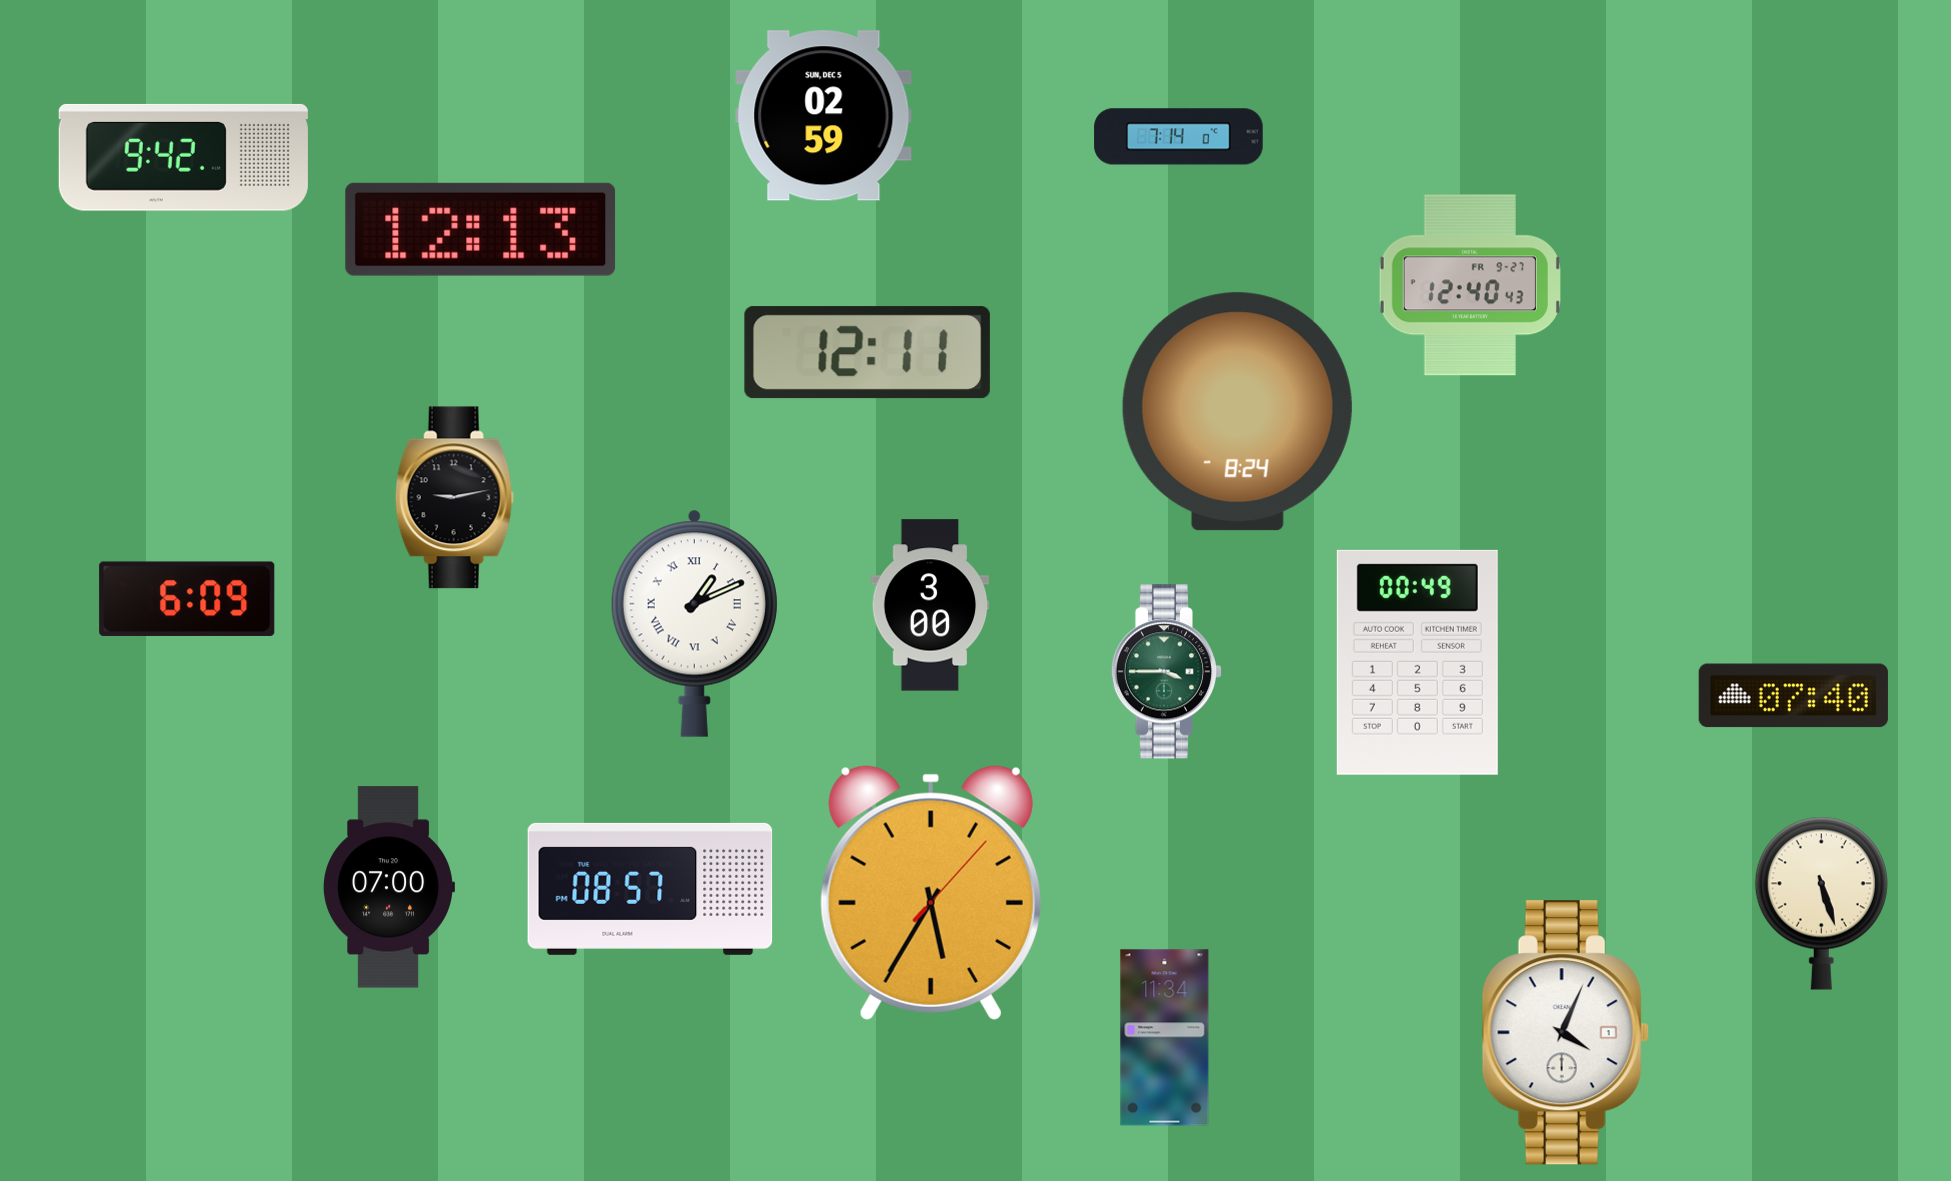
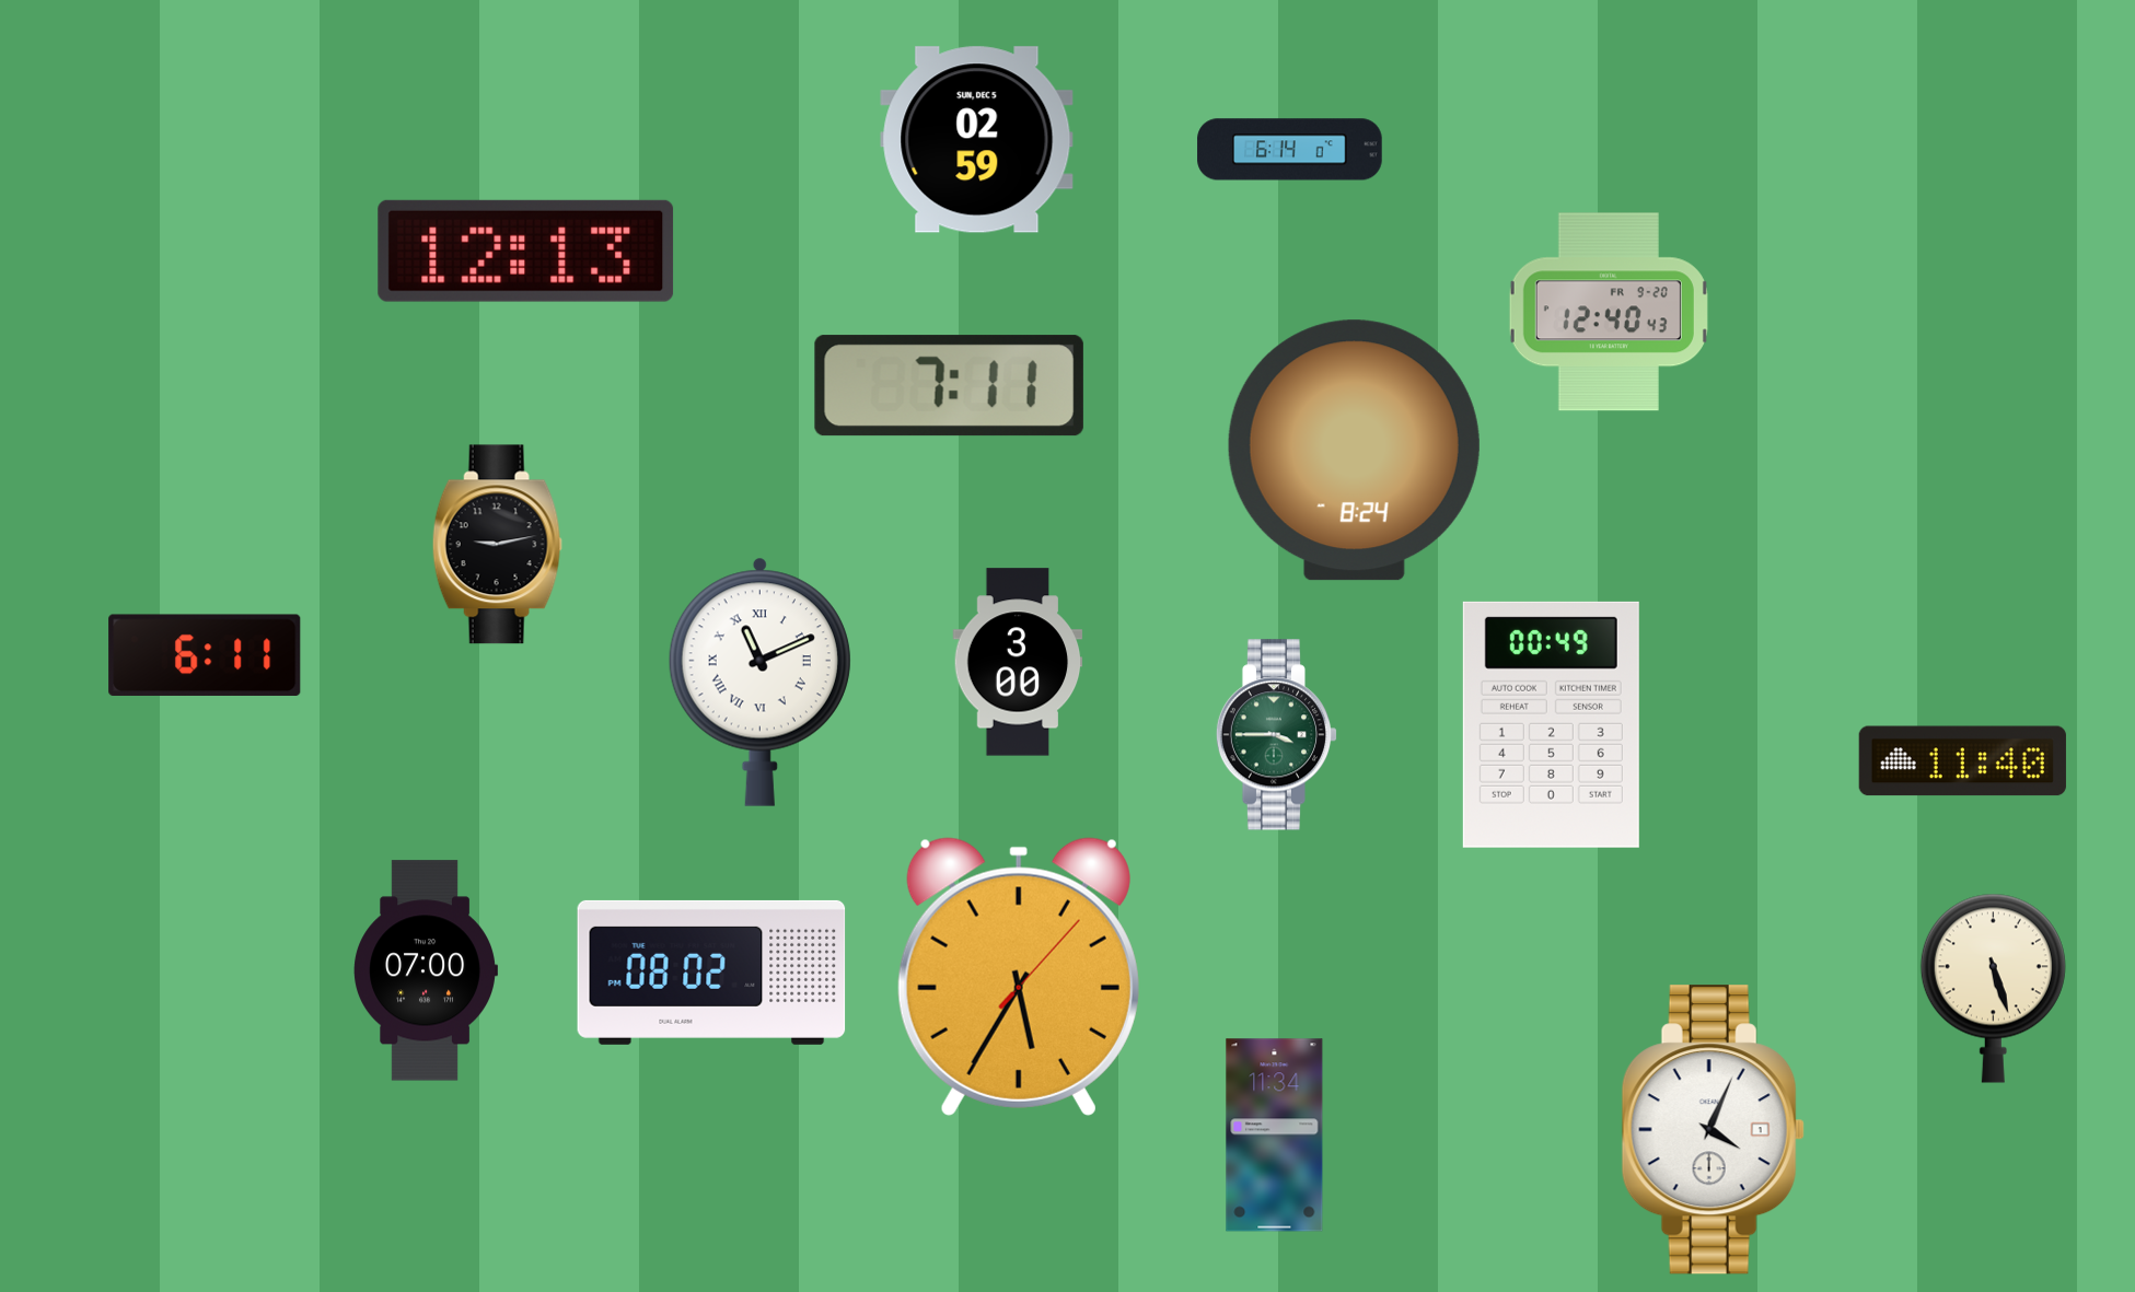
clock at (824, 116) position: (824, 116) -> (977, 140)
clock at (1179, 137): 7:14 -> 6:14
clock at (183, 157): 9:42 -> none
clock at (1470, 285) date: FR 9-27 -> FR 9-20
clock at (867, 353): 12:11 -> 7:11
clock at (187, 599): 6:09 -> 6:11
clock at (694, 623): 1:11 -> 11:11
clock at (1793, 696): 07:40 -> 11:40
clock at (650, 889): 08:57 -> 08:02
